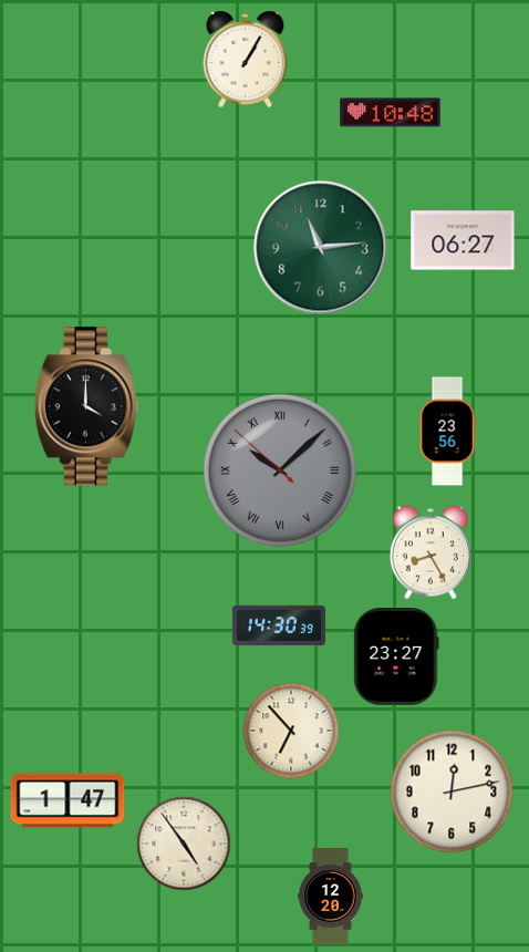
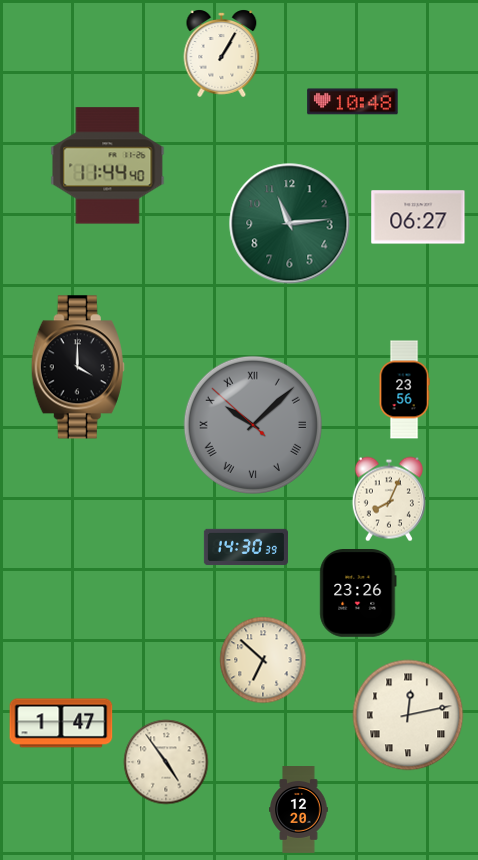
clock at (108, 166): none -> 11:44
clock at (431, 552): 8:25 -> 8:04
clock at (279, 625) position: (279, 625) -> (246, 547)
clock at (396, 658): 23:27 -> 23:26
clock at (291, 731): 6:53 -> 6:52
clock at (452, 791) numerals: Arabic -> Roman
